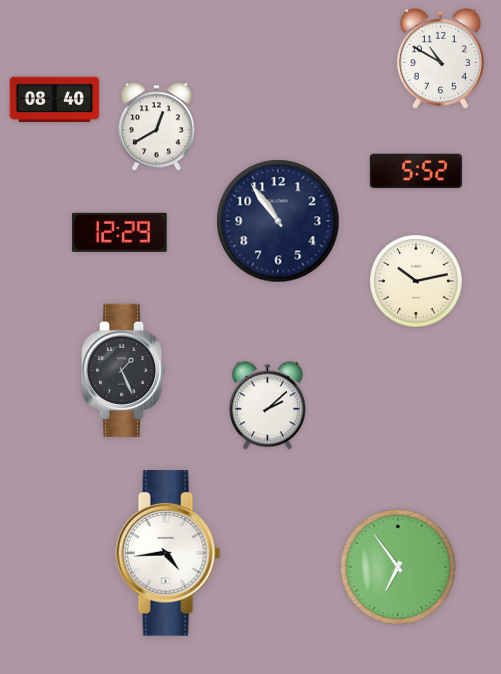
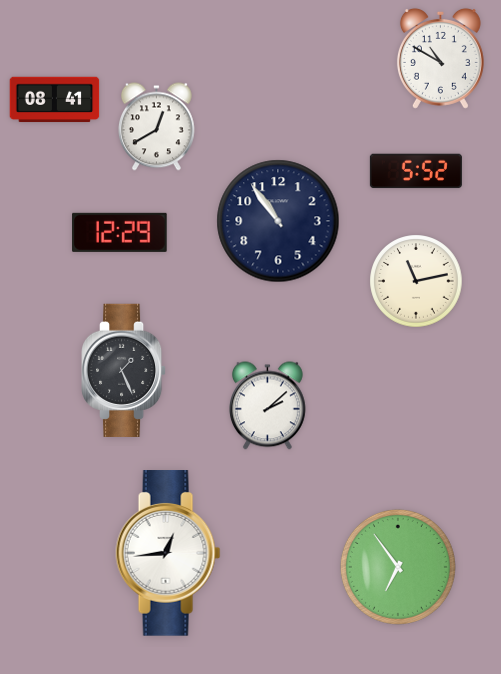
clock at (55, 100): 08:40 -> 08:41
clock at (416, 281): 10:13 -> 11:13
clock at (168, 553): 4:44 -> 12:44
